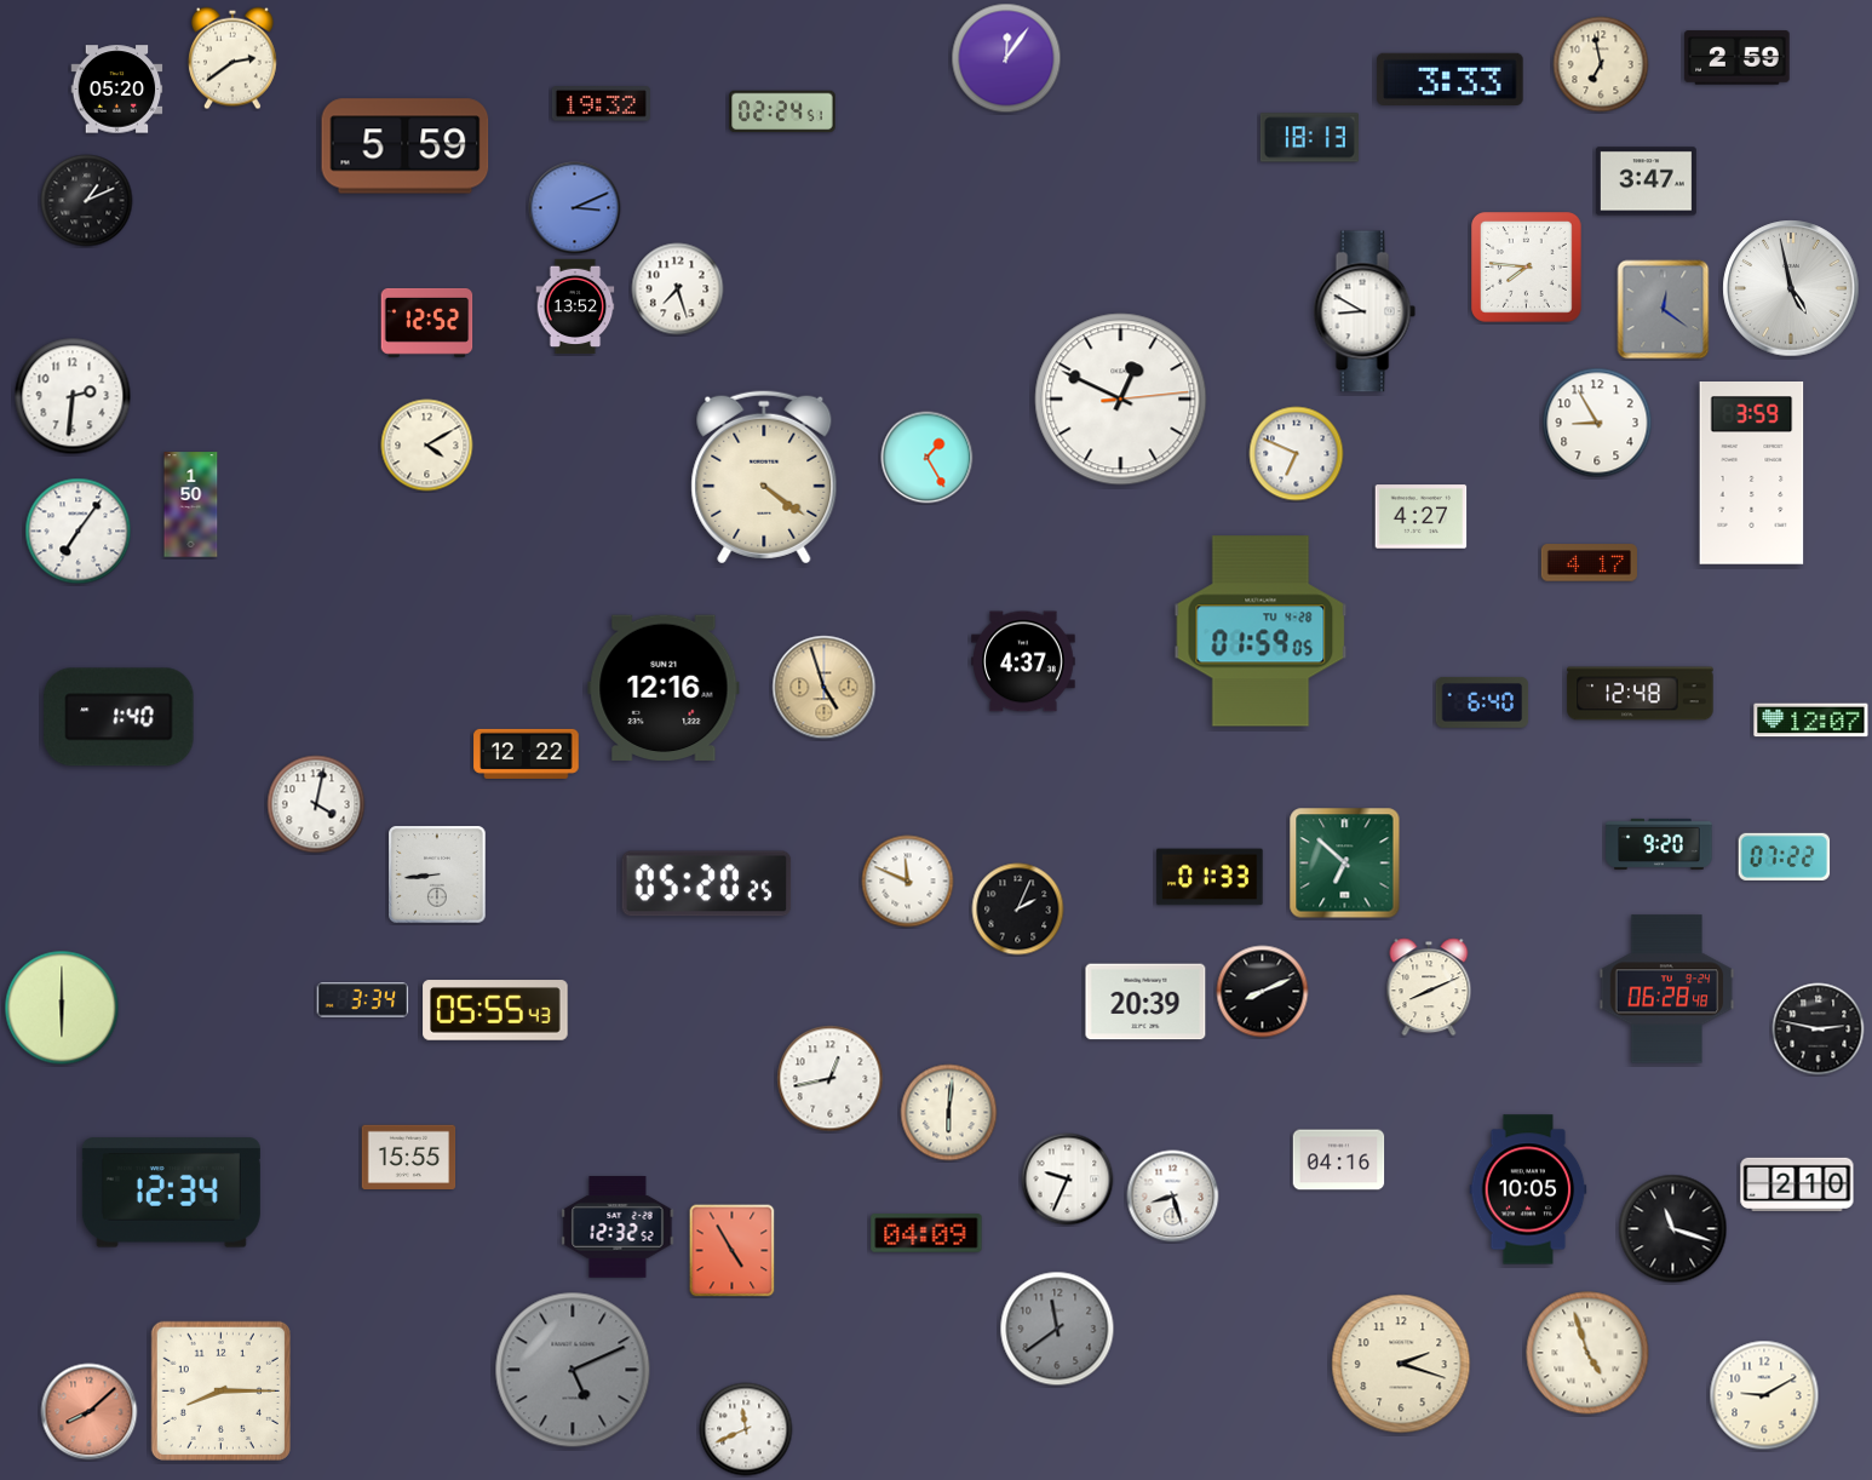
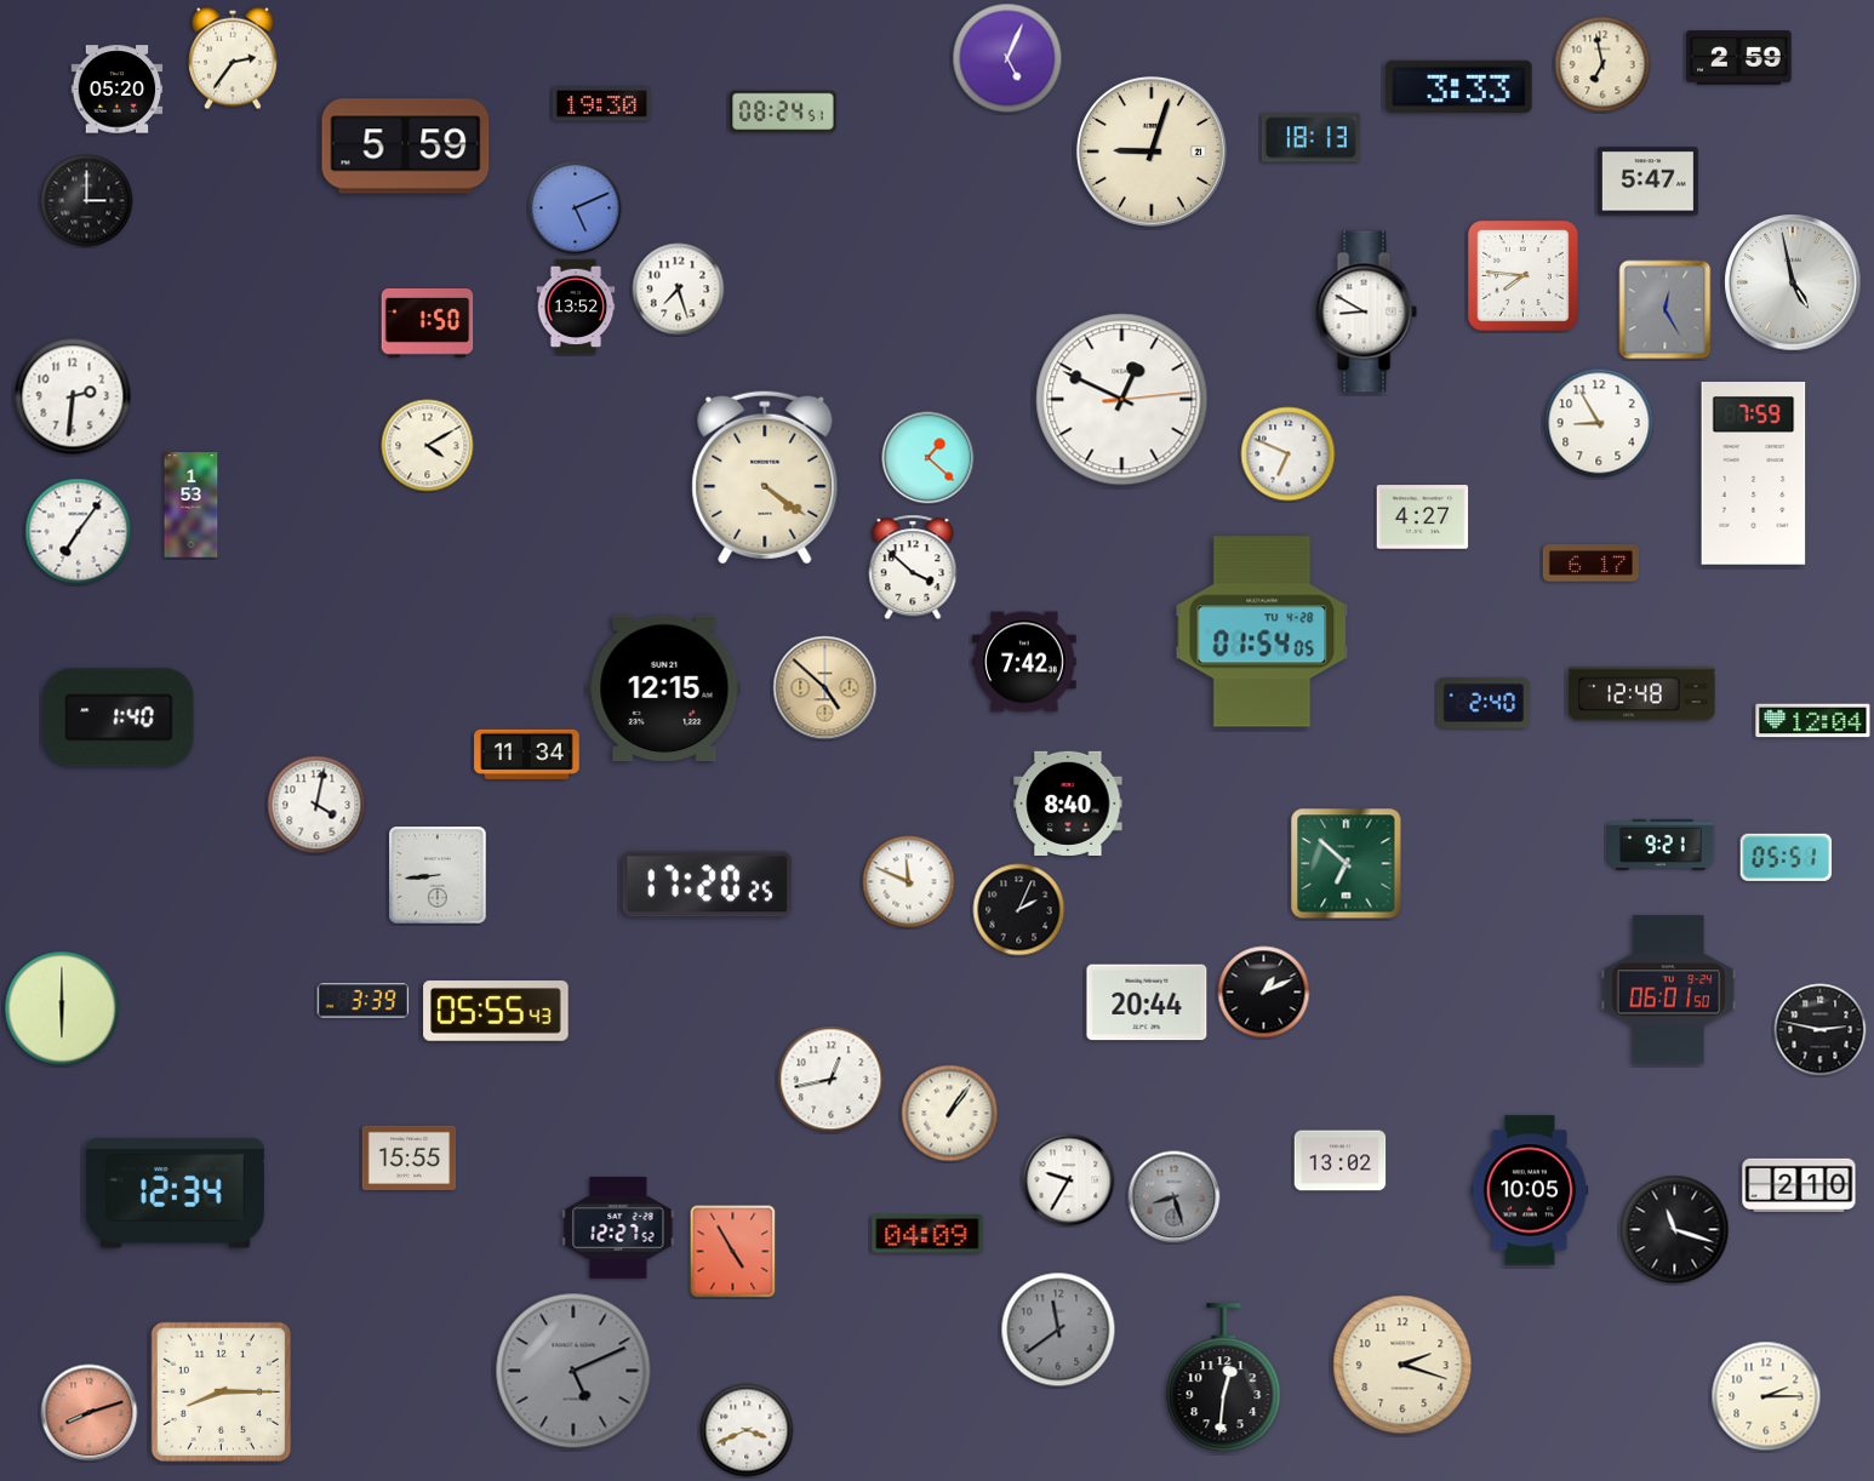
clock at (232, 58): 2:39 -> 2:36
clock at (1006, 58): 12:06 -> 5:04
clock at (1451, 79) position: (1451, 79) -> (1459, 86)
clock at (601, 104): 19:32 -> 19:30
clock at (782, 111): 02:24 -> 08:24
clock at (1152, 151): none -> 9:03
clock at (1646, 182): 3:47 -> 5:47
clock at (87, 201): 1:11 -> 3:00
clock at (575, 208): 3:11 -> 5:11
clock at (1527, 268) position: (1527, 268) -> (1524, 276)
clock at (1791, 288) position: (1791, 288) -> (1793, 282)
clock at (1664, 310): 12:21 -> 12:25
clock at (427, 322): 12:52 -> 1:50
clock at (1297, 454) position: (1297, 454) -> (1289, 454)
clock at (928, 458): 1:25 -> 1:22
clock at (1752, 474): 3:59 -> 7:59
clock at (191, 505): 1:50 -> 1:53
clock at (1589, 563): 4:17 -> 6:17
clock at (913, 567): none -> 3:52
clock at (1261, 631): 01:59 -> 01:54
clock at (1023, 661): 4:37 -> 7:42
clock at (664, 687): 12:16 -> 12:15
clock at (825, 688): 4:57 -> 4:52
clock at (1482, 702): 6:40 -> 2:40
clock at (1811, 721): 12:07 -> 12:04
clock at (527, 753): 12:22 -> 11:34
clock at (1068, 802): none -> 8:40
clock at (1659, 844): 9:20 -> 9:21
clock at (1785, 856): 07:22 -> 05:51
clock at (1210, 877): 01:33 -> none
clock at (707, 884): 05:20 -> 17:20
clock at (1429, 987): 8:11 -> none
clock at (1667, 989): 06:28 -> 06:01
clock at (1263, 992): 8:11 -> 1:11
clock at (363, 1000): 3:34 -> 3:39
clock at (1145, 1002): 20:39 -> 20:44
clock at (949, 1113): 6:01 -> 1:06
clock at (1339, 1160): 04:16 -> 13:02
clock at (1068, 1180): 9:34 -> 9:35
clock at (171, 1193) position: (171, 1193) -> (175, 1194)
clock at (1173, 1197) dial: white -> grey
clock at (618, 1228): 12:32 -> 12:27
clock at (1587, 1353): 4:57 -> none
clock at (1224, 1378): none -> 12:31
clock at (1764, 1395): 9:10 -> 2:15
clock at (90, 1412): 8:08 -> 8:12
clock at (746, 1429): 11:41 -> 3:41
